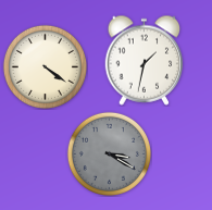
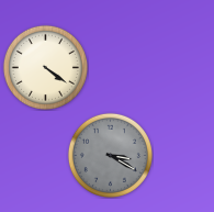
clock at (145, 60): 1:32 -> none
